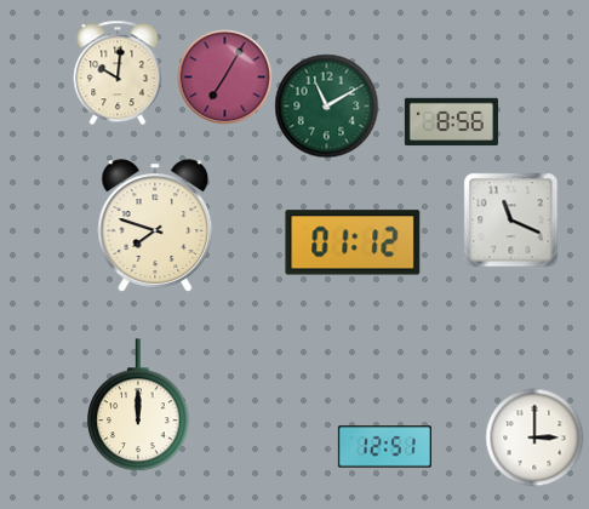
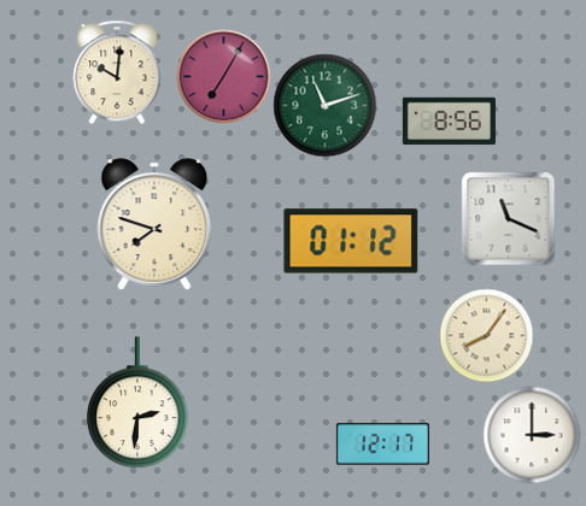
clock at (326, 105): 11:10 -> 11:12
clock at (486, 335): none -> 8:06
clock at (139, 405): 12:00 -> 2:31
clock at (384, 447): 12:51 -> 12:17
